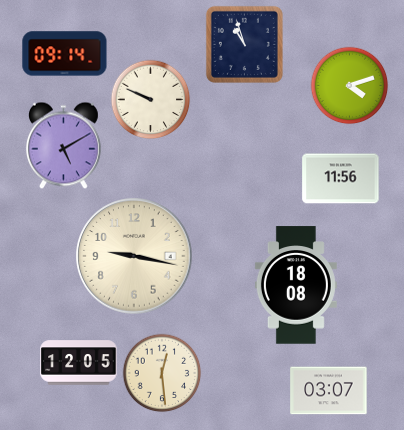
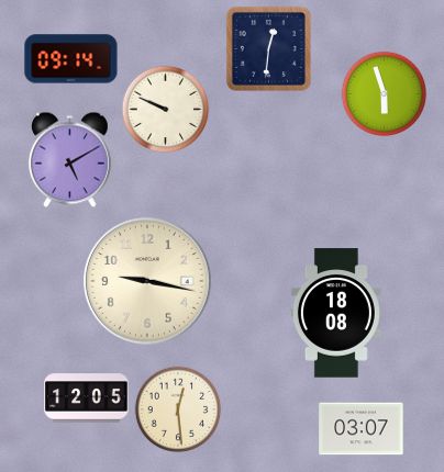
clock at (244, 44): 10:57 -> 12:31
clock at (349, 85): 4:12 -> 5:57
clock at (341, 179): 11:56 -> none
clock at (296, 285) position: (296, 285) -> (336, 313)
